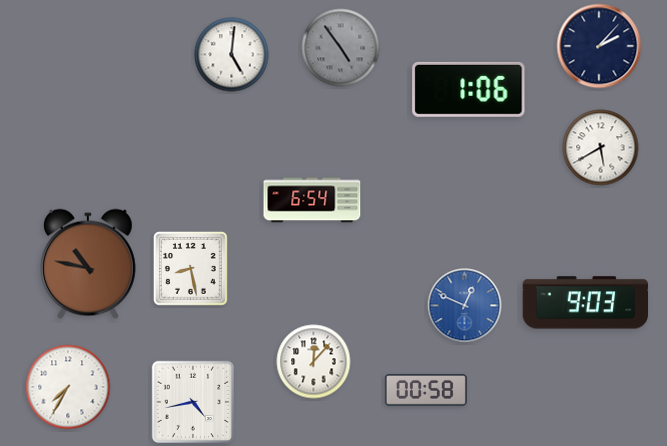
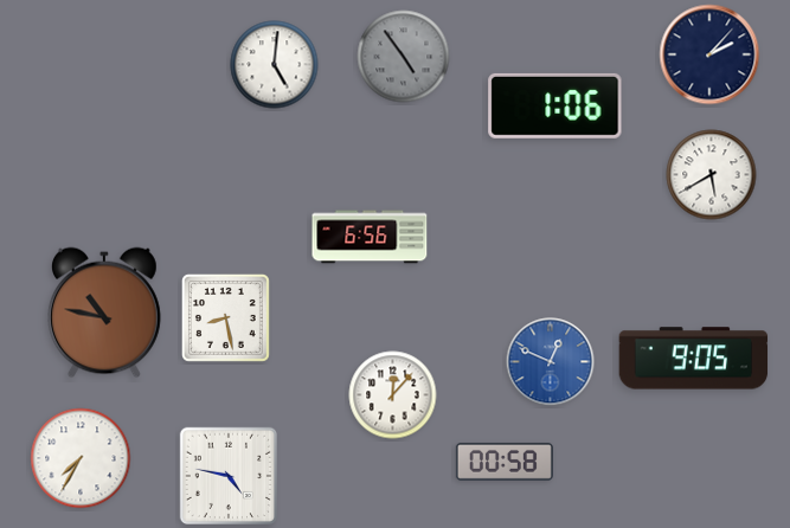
clock at (312, 200): 6:54 -> 6:56
clock at (586, 303): 9:03 -> 9:05
clock at (314, 362) position: (314, 362) -> (393, 395)
clock at (192, 401): 4:43 -> 4:47
